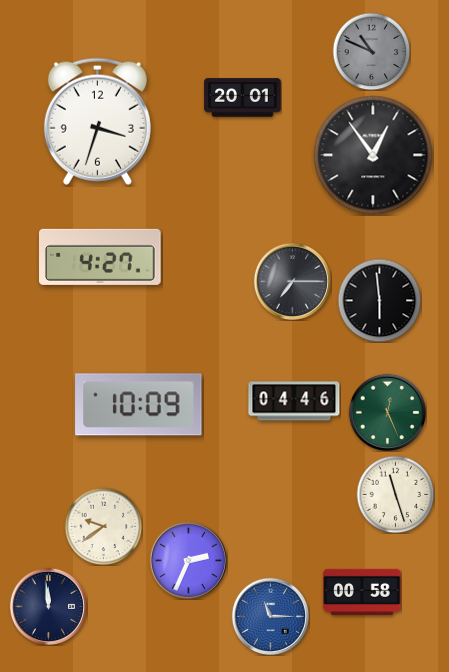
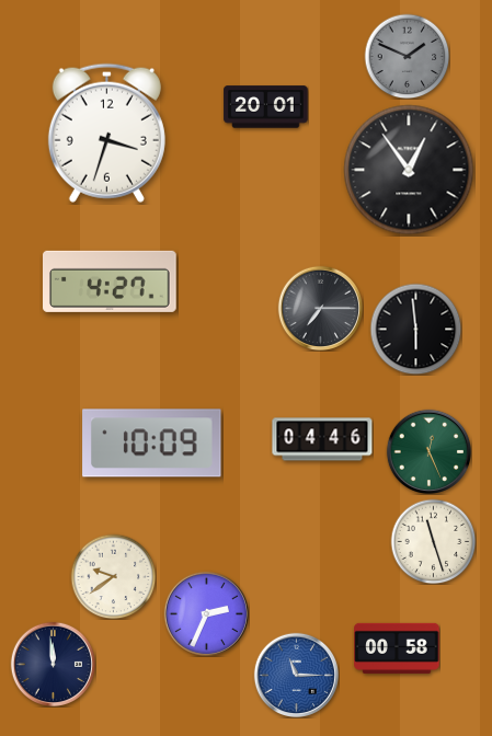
clock at (371, 51): 10:49 -> 1:49
clock at (387, 412) position: (387, 412) -> (428, 451)
